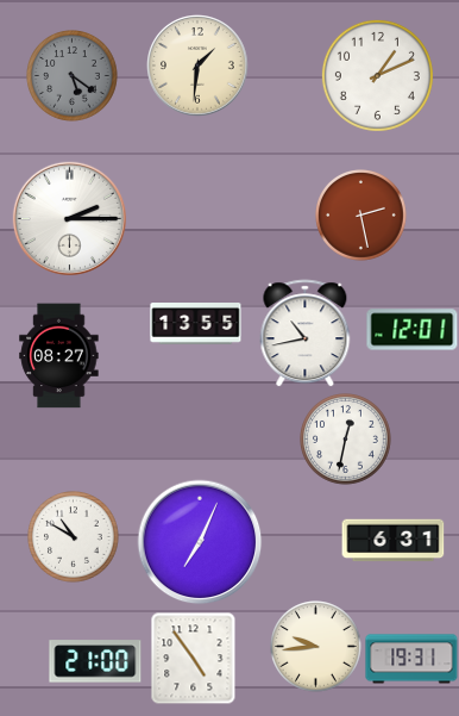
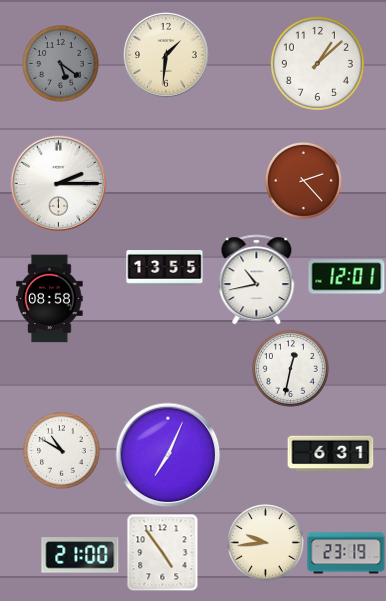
clock at (377, 75): 1:11 -> 1:08
clock at (361, 216): 2:28 -> 2:23
clock at (196, 324) position: (196, 324) -> (165, 268)
clock at (59, 356): 08:27 -> 08:58
clock at (411, 659): 19:31 -> 23:19
